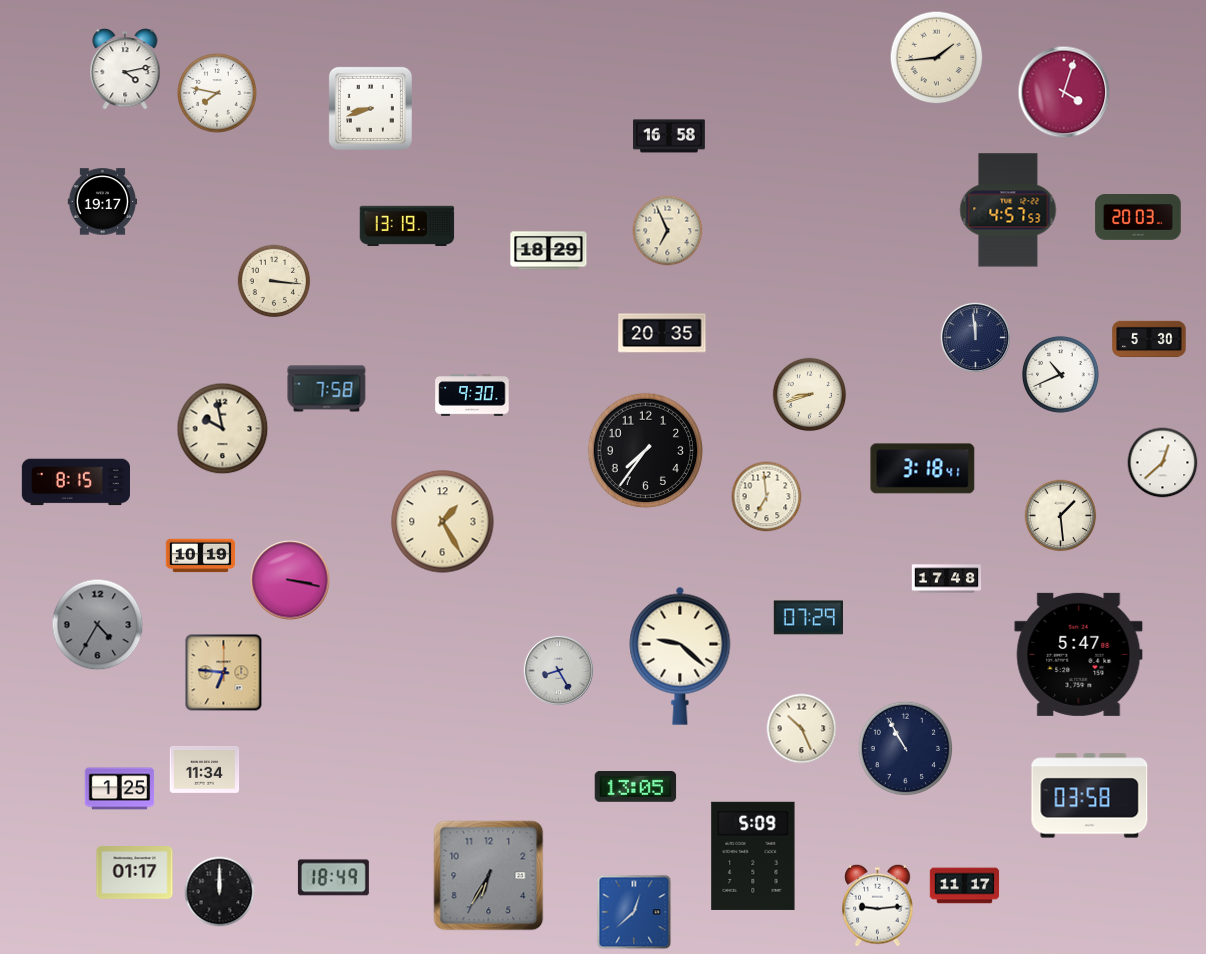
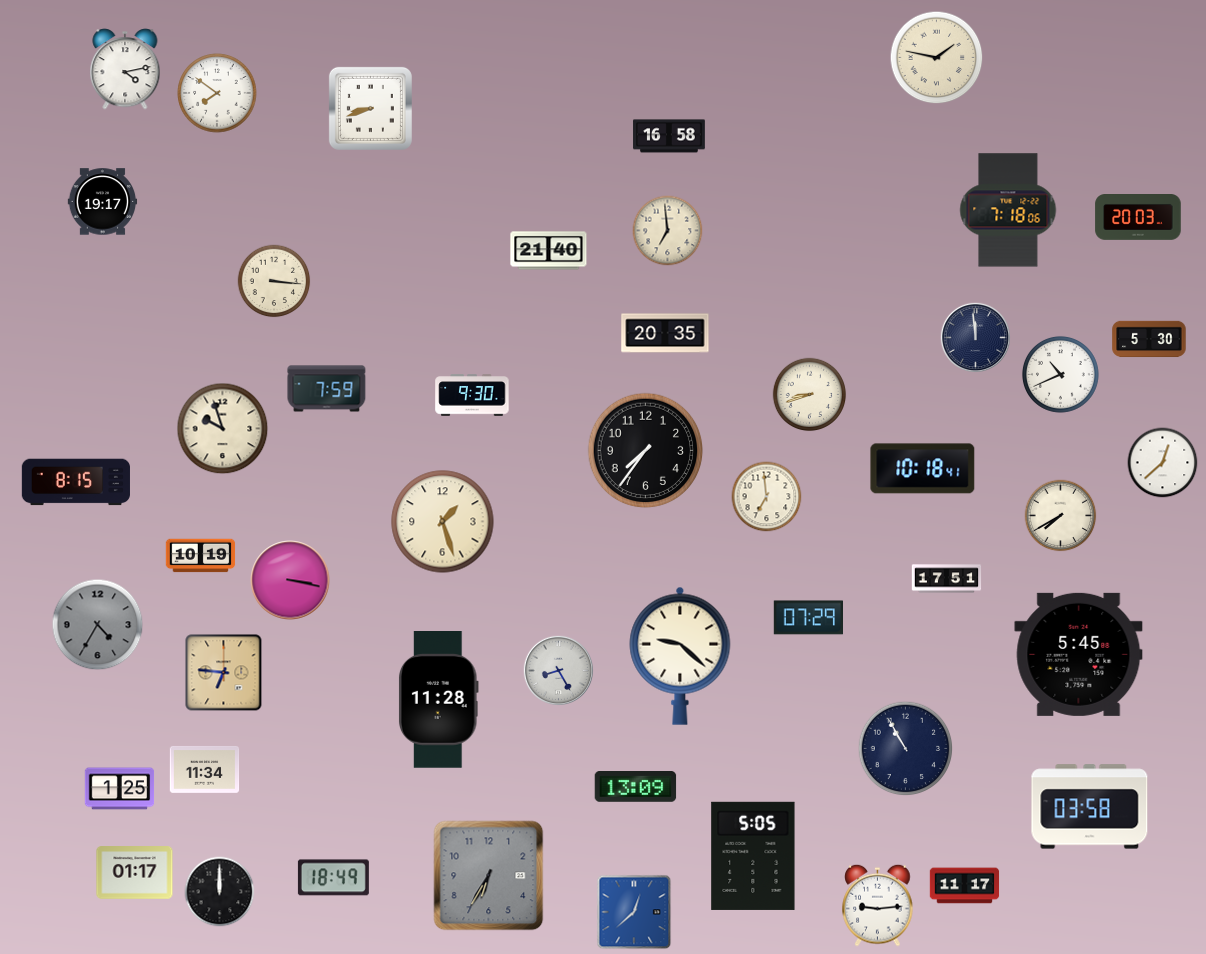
clock at (937, 58): 1:44 -> 1:47
clock at (1064, 92): 4:03 -> none
clock at (217, 93): 7:47 -> 7:51
clock at (1008, 210): 4:57 -> 7:18
clock at (407, 226): 13:19 -> none
clock at (668, 231): 6:56 -> 6:59
clock at (549, 251): 18:29 -> 21:40
clock at (662, 333) position: (662, 333) -> (665, 333)
clock at (327, 389): 7:58 -> 7:59
clock at (223, 429): 9:58 -> 9:57
clock at (923, 469): 3:18 -> 10:18
clock at (1061, 516): 1:29 -> 7:40
clock at (443, 522): 1:25 -> 1:27
clock at (947, 579): 17:48 -> 17:51
clock at (1079, 654): 5:47 -> 5:45
clock at (438, 700): none -> 11:28
clock at (802, 729): 10:26 -> none
clock at (636, 787): 13:05 -> 13:09
clock at (1090, 796) position: (1090, 796) -> (1090, 807)
clock at (753, 856): 5:09 -> 5:05
